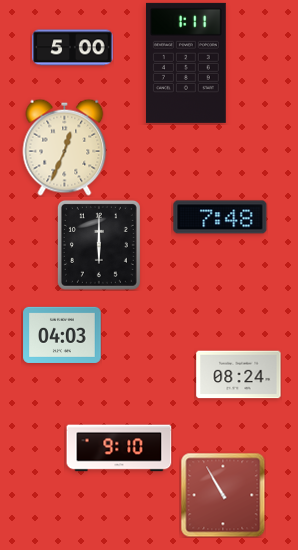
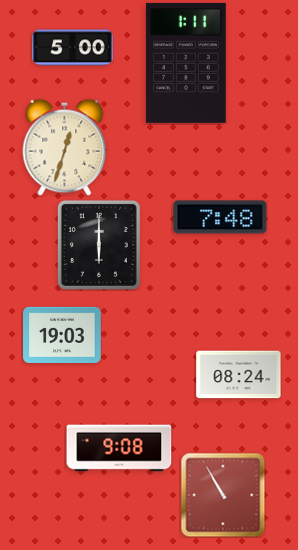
clock at (65, 147): 12:34 -> 12:33
clock at (62, 335): 04:03 -> 19:03
clock at (119, 448): 9:10 -> 9:08
